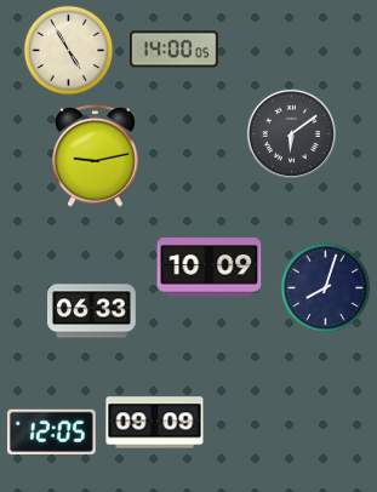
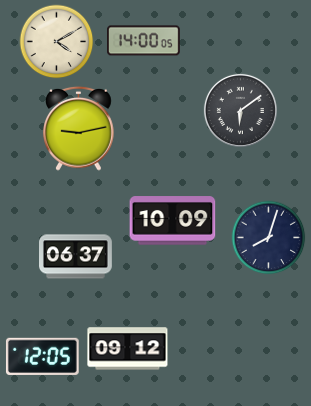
clock at (69, 51): 4:55 -> 4:10
clock at (92, 311): 06:33 -> 06:37
clock at (155, 423): 09:09 -> 09:12
